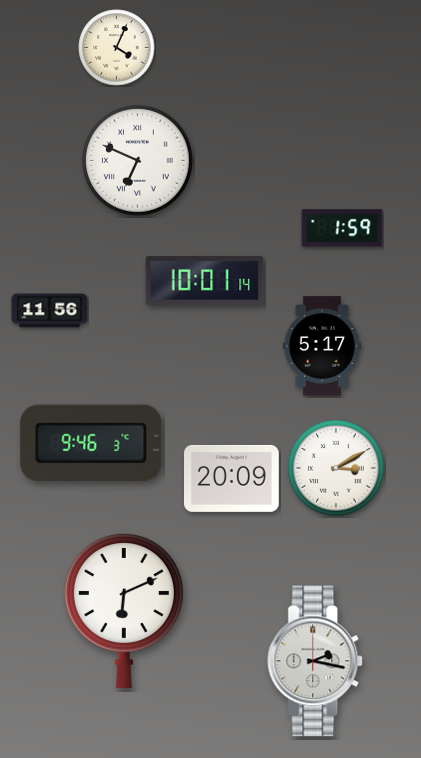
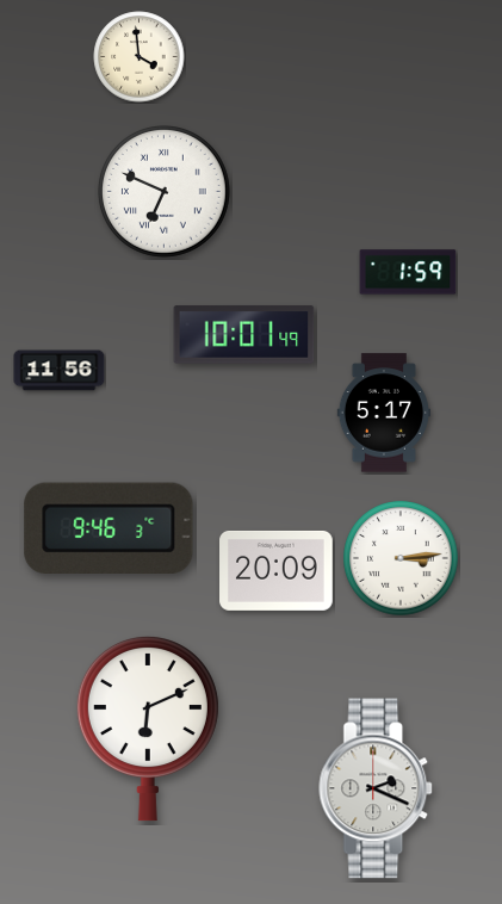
clock at (117, 48): 4:04 -> 3:59
clock at (205, 281): 10:01:14 -> 10:01:49
clock at (336, 468): 3:10 -> 3:14
clock at (316, 661): 2:17 -> 2:19
